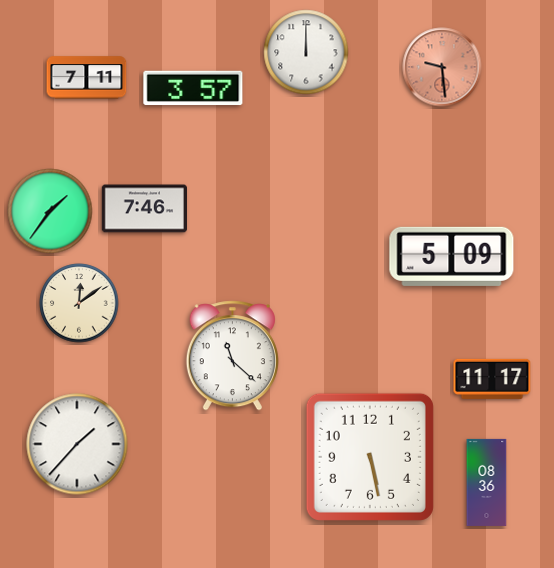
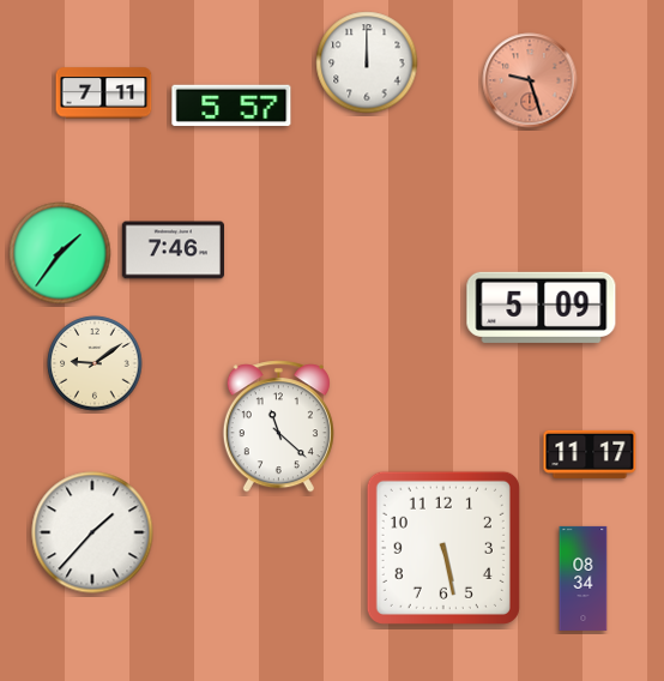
clock at (442, 67): 9:29 -> 9:27
clock at (193, 88): 3:57 -> 5:57
clock at (79, 303): 12:09 -> 9:09
clock at (487, 482): 08:36 -> 08:34
